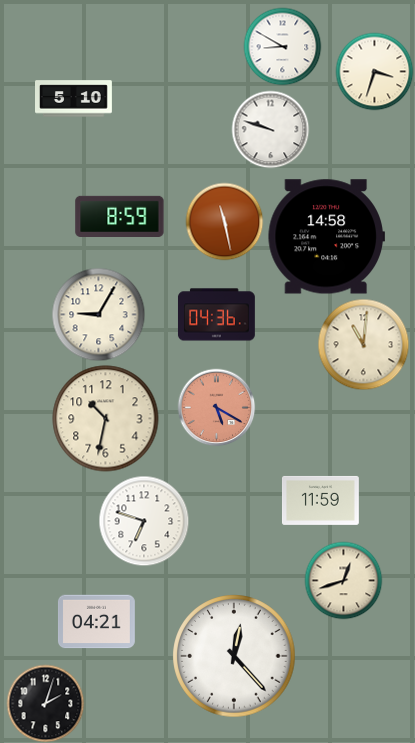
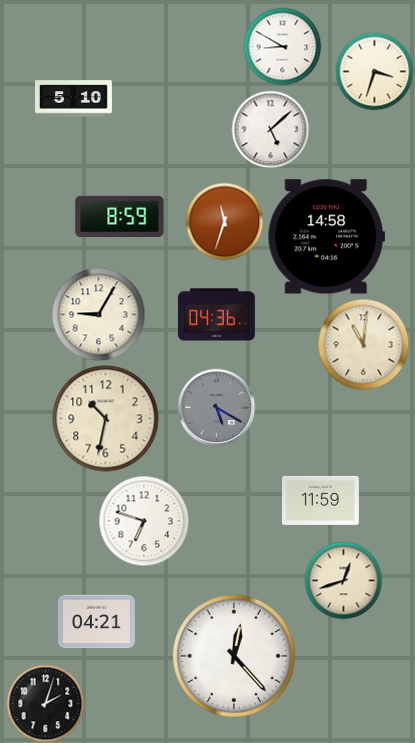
clock at (270, 129): 9:48 -> 5:08
clock at (224, 221): 11:28 -> 11:33
clock at (216, 407) dial: salmon -> grey
